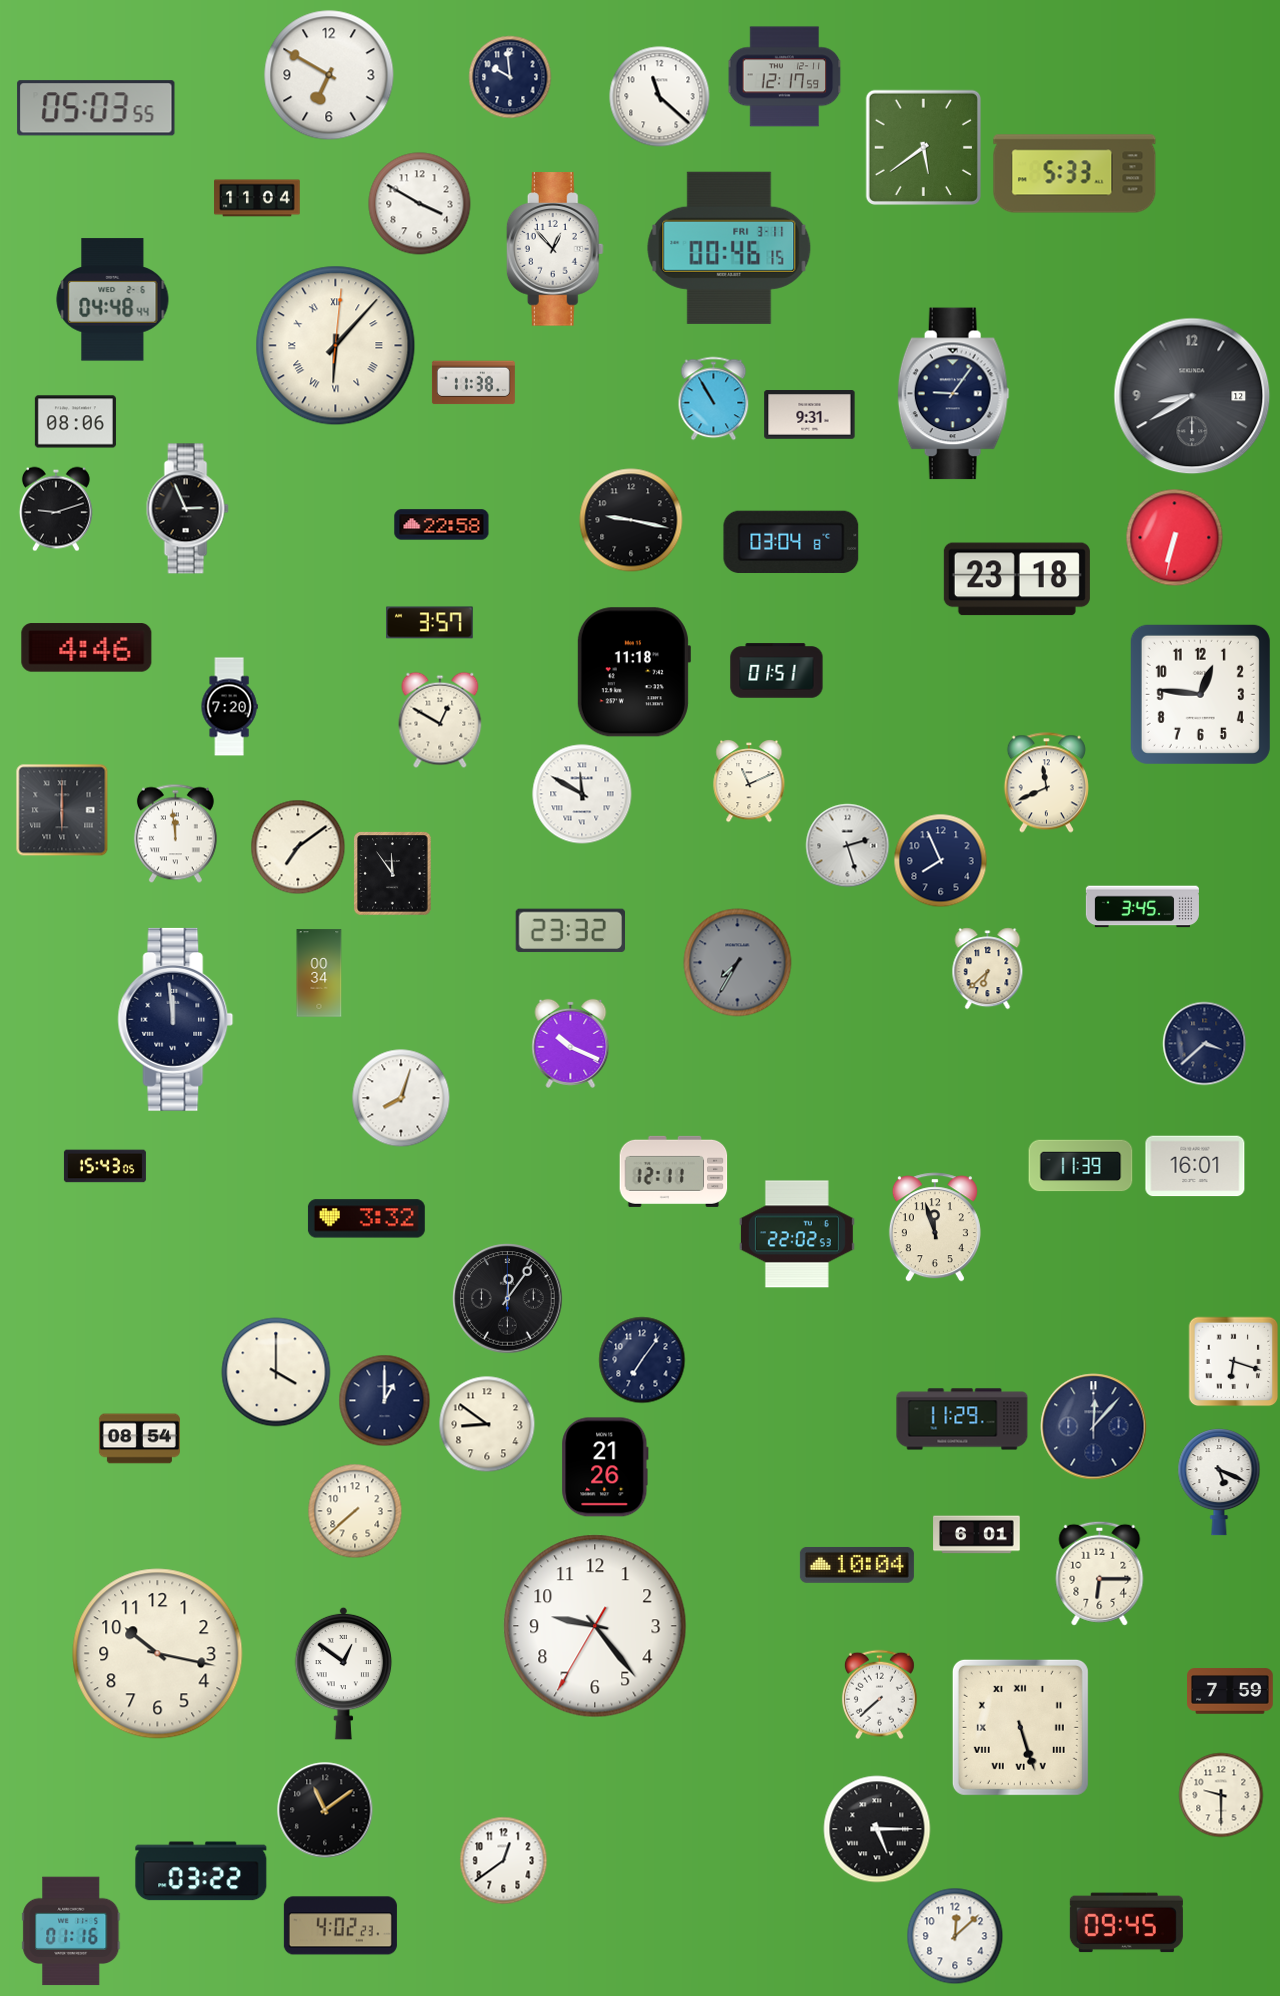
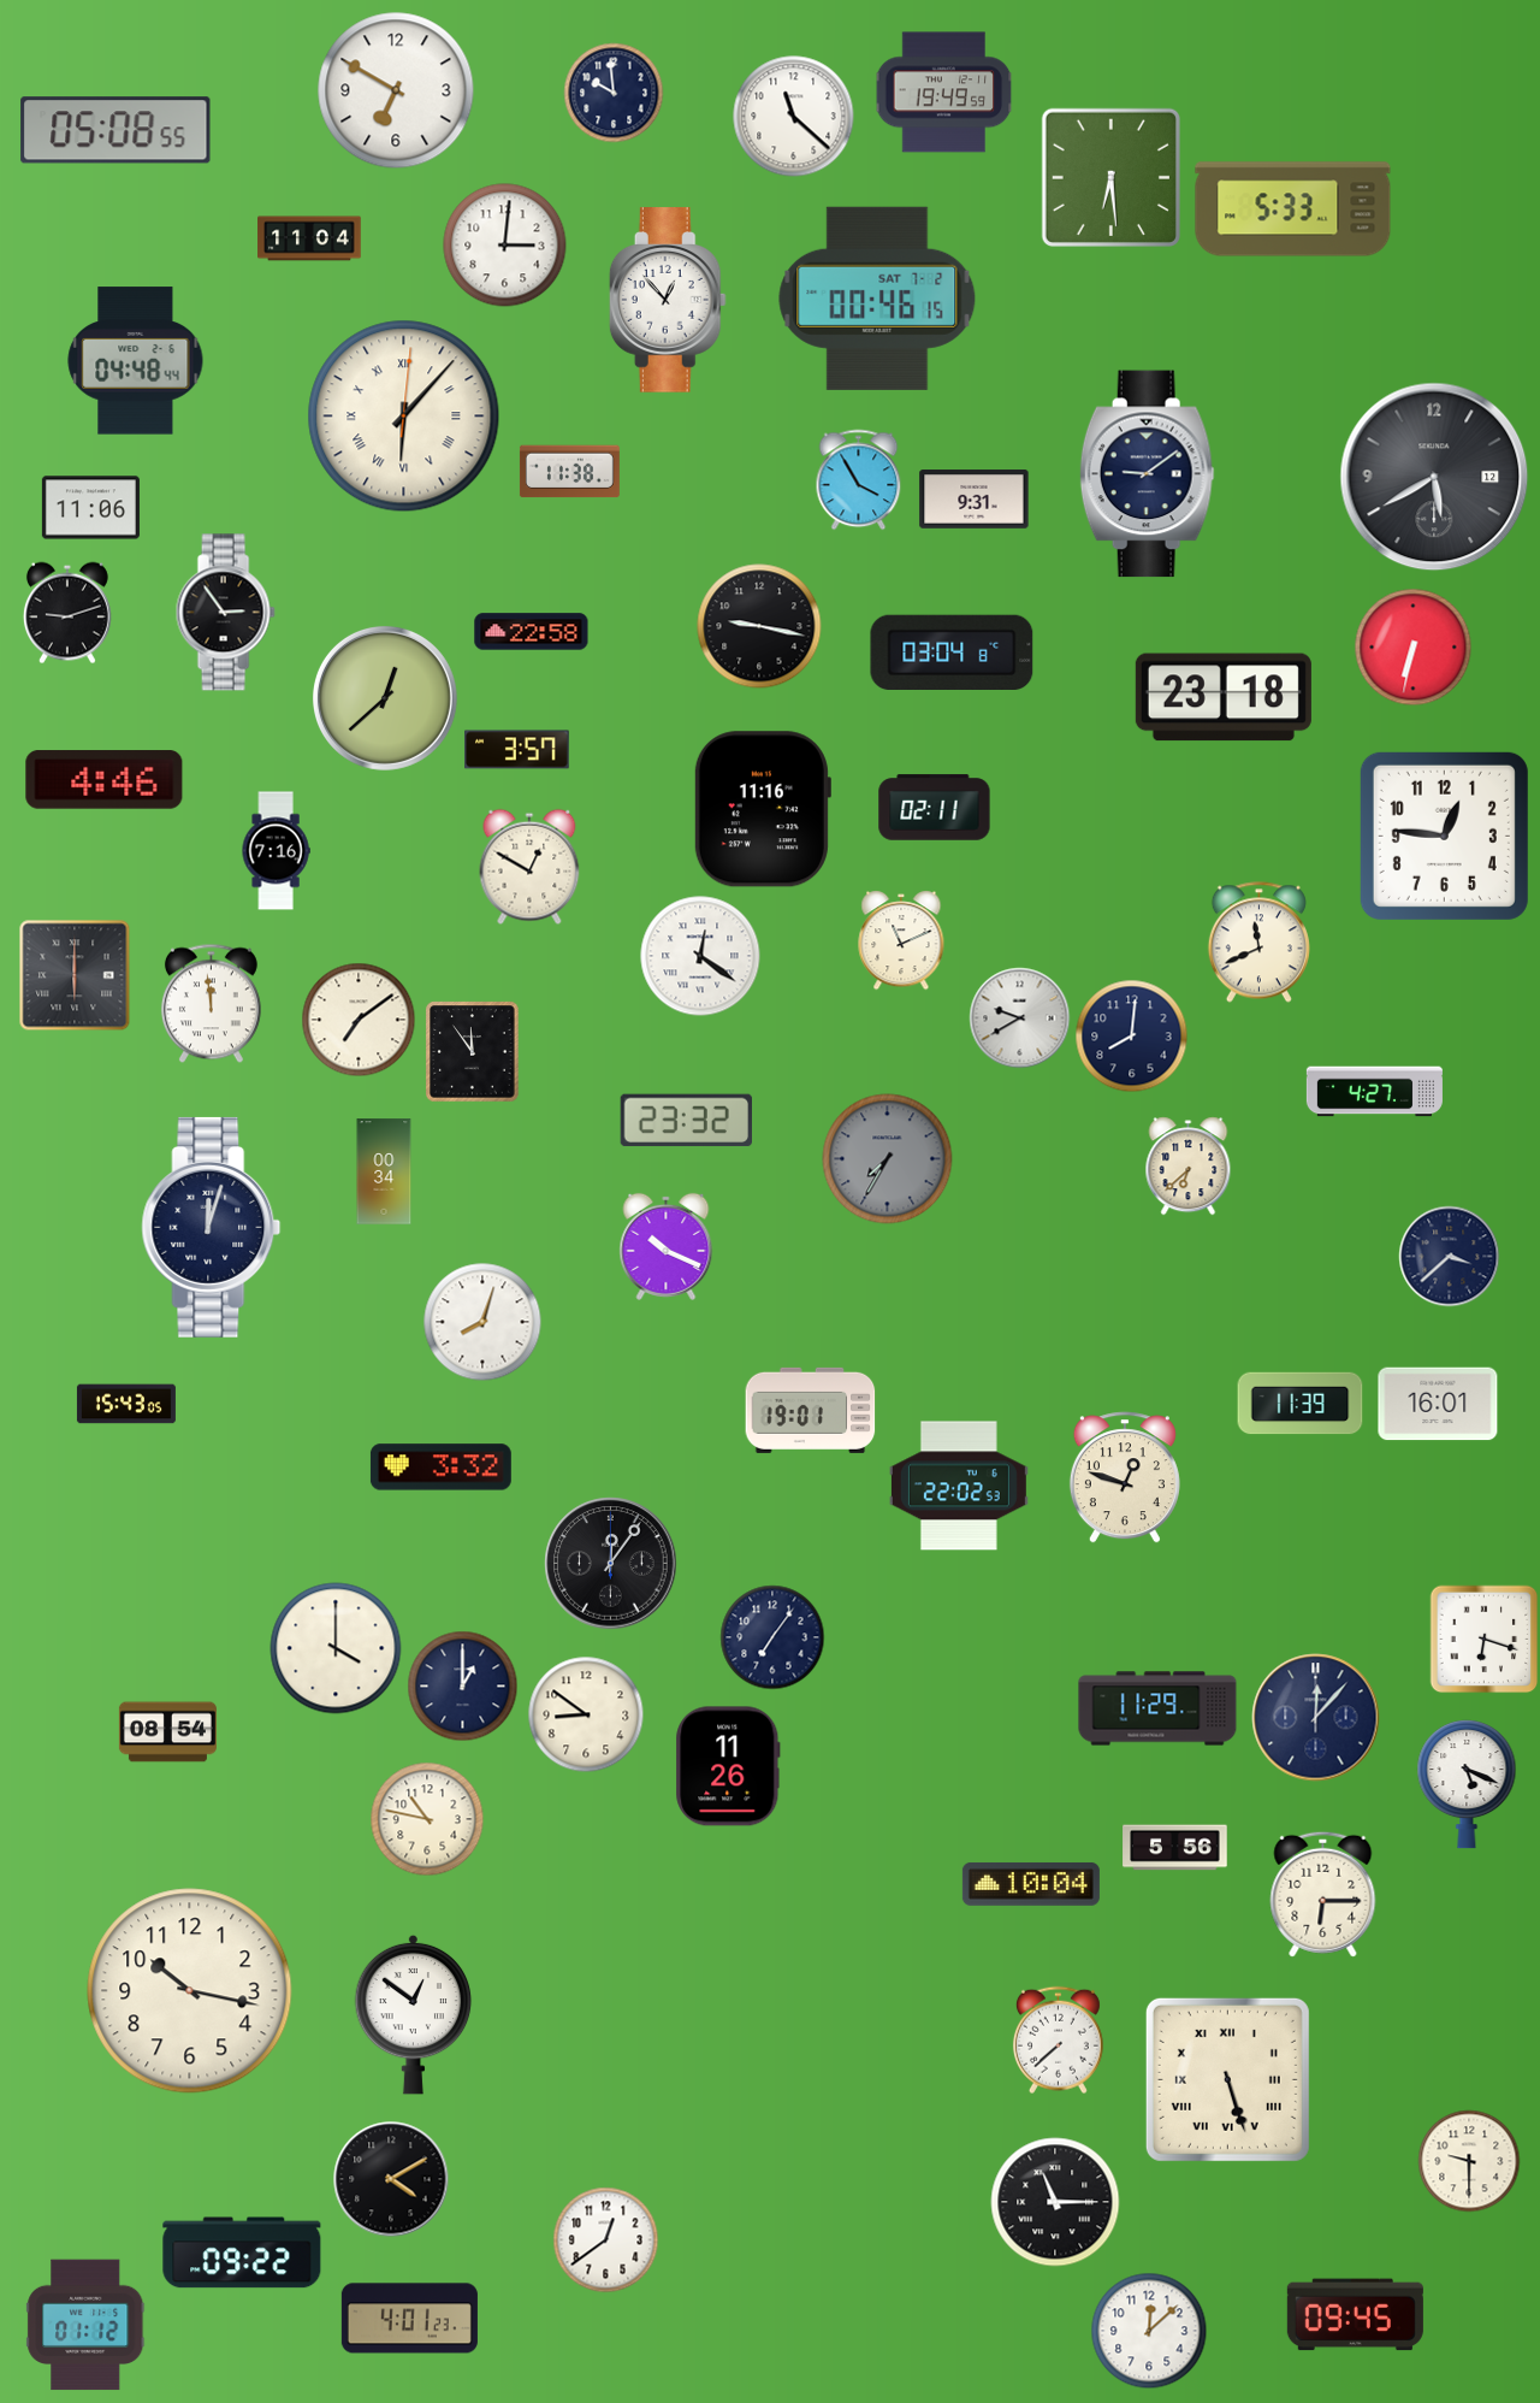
clock at (785, 77): 12:17 -> 19:49
clock at (96, 108): 05:03 -> 05:08
clock at (923, 147): 5:39 -> 6:29
clock at (420, 204): 3:50 -> 3:01
clock at (729, 248) date: FRI 3-11 -> SAT 7-2
clock at (473, 383) position: (473, 383) -> (569, 472)
clock at (953, 394): 9:06 -> 9:09
clock at (1192, 396): 8:40 -> 5:40
clock at (714, 399): 10:55 -> 3:55
clock at (75, 422): 08:06 -> 11:06
clock at (187, 509): 2:56 -> 2:54
clock at (385, 698): none -> 12:38
clock at (777, 671): 01:51 -> 02:11
clock at (633, 672): 11:18 -> 11:16
clock at (229, 707): 7:20 -> 7:16
clock at (582, 794): 11:50 -> 12:21
clock at (848, 846): 2:27 -> 9:40
clock at (941, 861): 7:56 -> 8:01
clock at (1142, 907): 3:45 -> 4:27
clock at (176, 1019): 11:59 -> 12:03
clock at (571, 1043) position: (571, 1043) -> (667, 1246)
clock at (674, 1171): 12:11 -> 19:01
clock at (935, 1227): 11:57 -> 12:48
clock at (276, 1372) position: (276, 1372) -> (336, 1648)
clock at (605, 1467): 21:26 -> 11:26
clock at (355, 1511): 7:38 -> 10:47
clock at (977, 1535): 6:01 -> 5:56
clock at (595, 1626): 9:23 -> none
clock at (1230, 1691): 7:59 -> none
clock at (325, 1810): 11:09 -> 4:10
clock at (877, 1829): 5:15 -> 11:15
clock at (201, 1871): 03:22 -> 09:22
clock at (340, 1926): 4:02 -> 4:01
clock at (71, 1931): 01:16 -> 01:12
